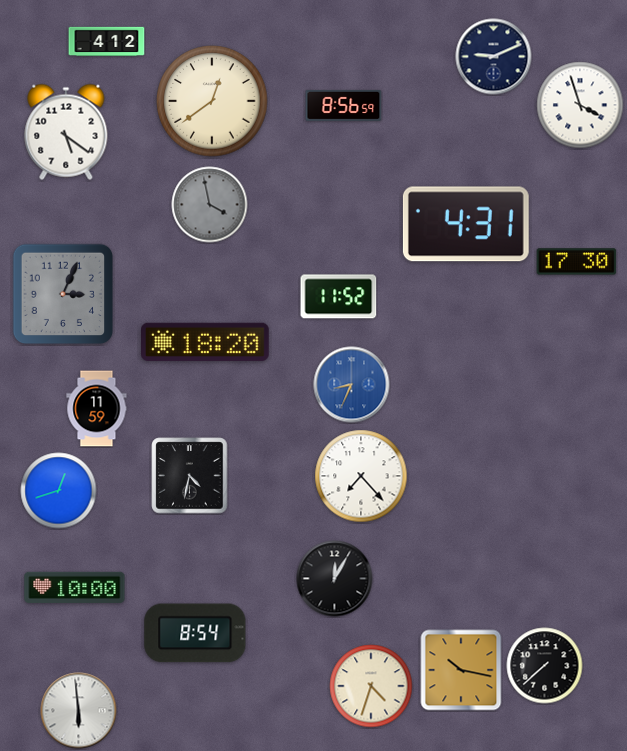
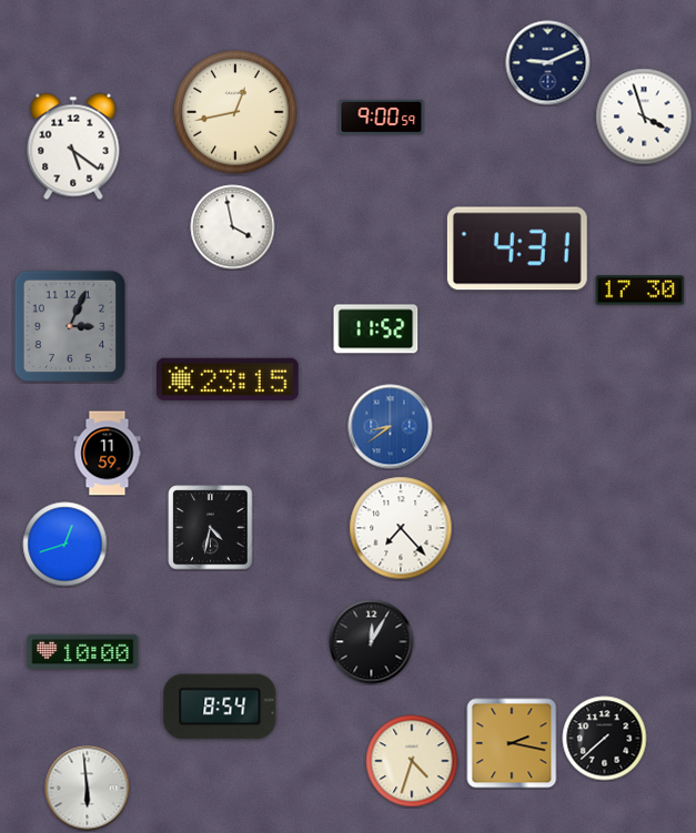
clock at (107, 42): 4:12 -> none
clock at (212, 101): 12:39 -> 12:43
clock at (344, 105): 8:56 -> 9:00
clock at (210, 205) dial: grey -> white
clock at (206, 342): 18:20 -> 23:15
clock at (352, 385): 8:34 -> 8:39
clock at (195, 633) position: (195, 633) -> (220, 707)
clock at (461, 670): 10:17 -> 2:17
